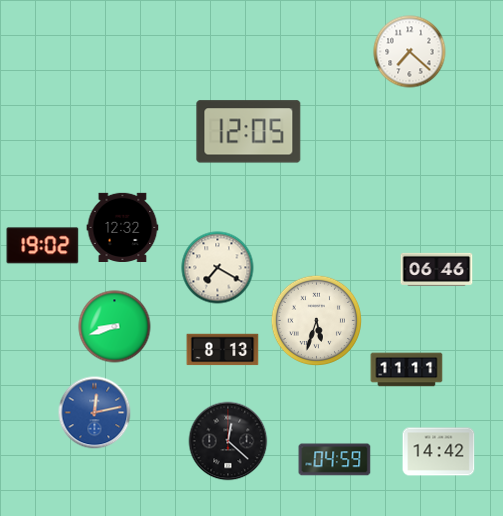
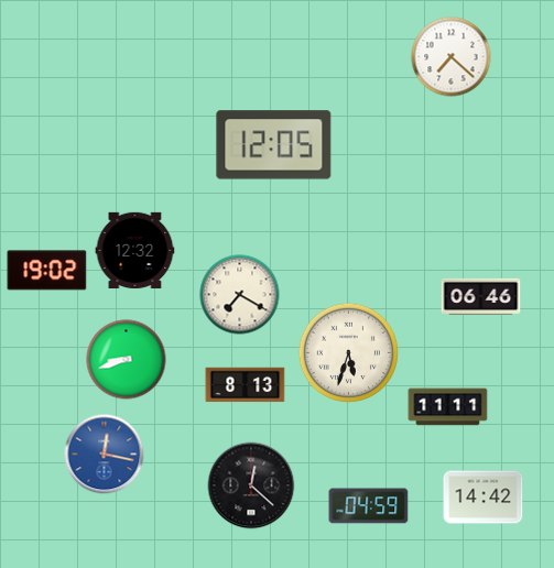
clock at (95, 413): 12:13 -> 12:17
